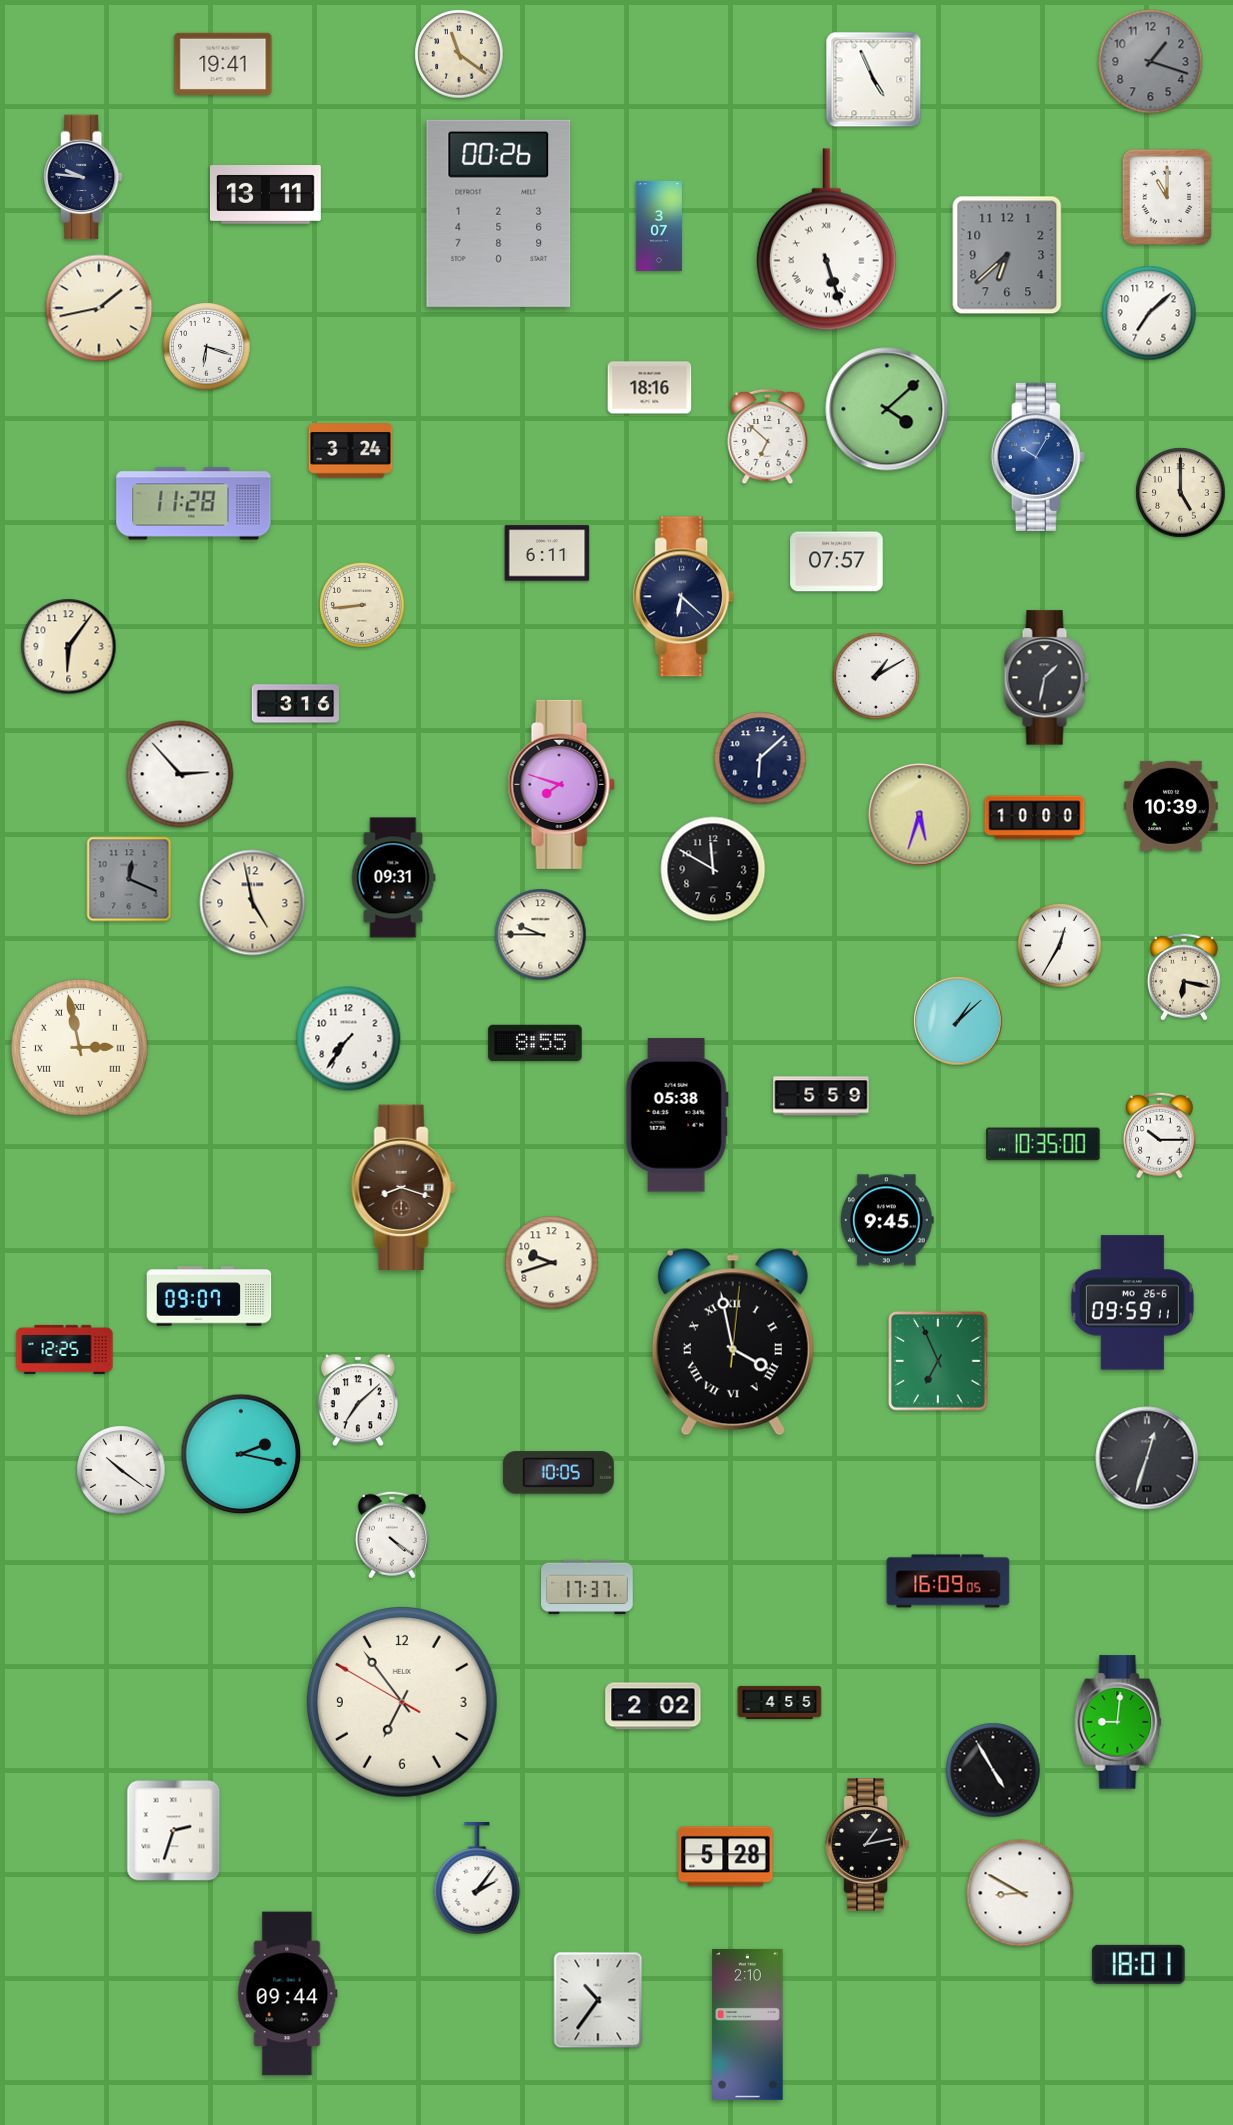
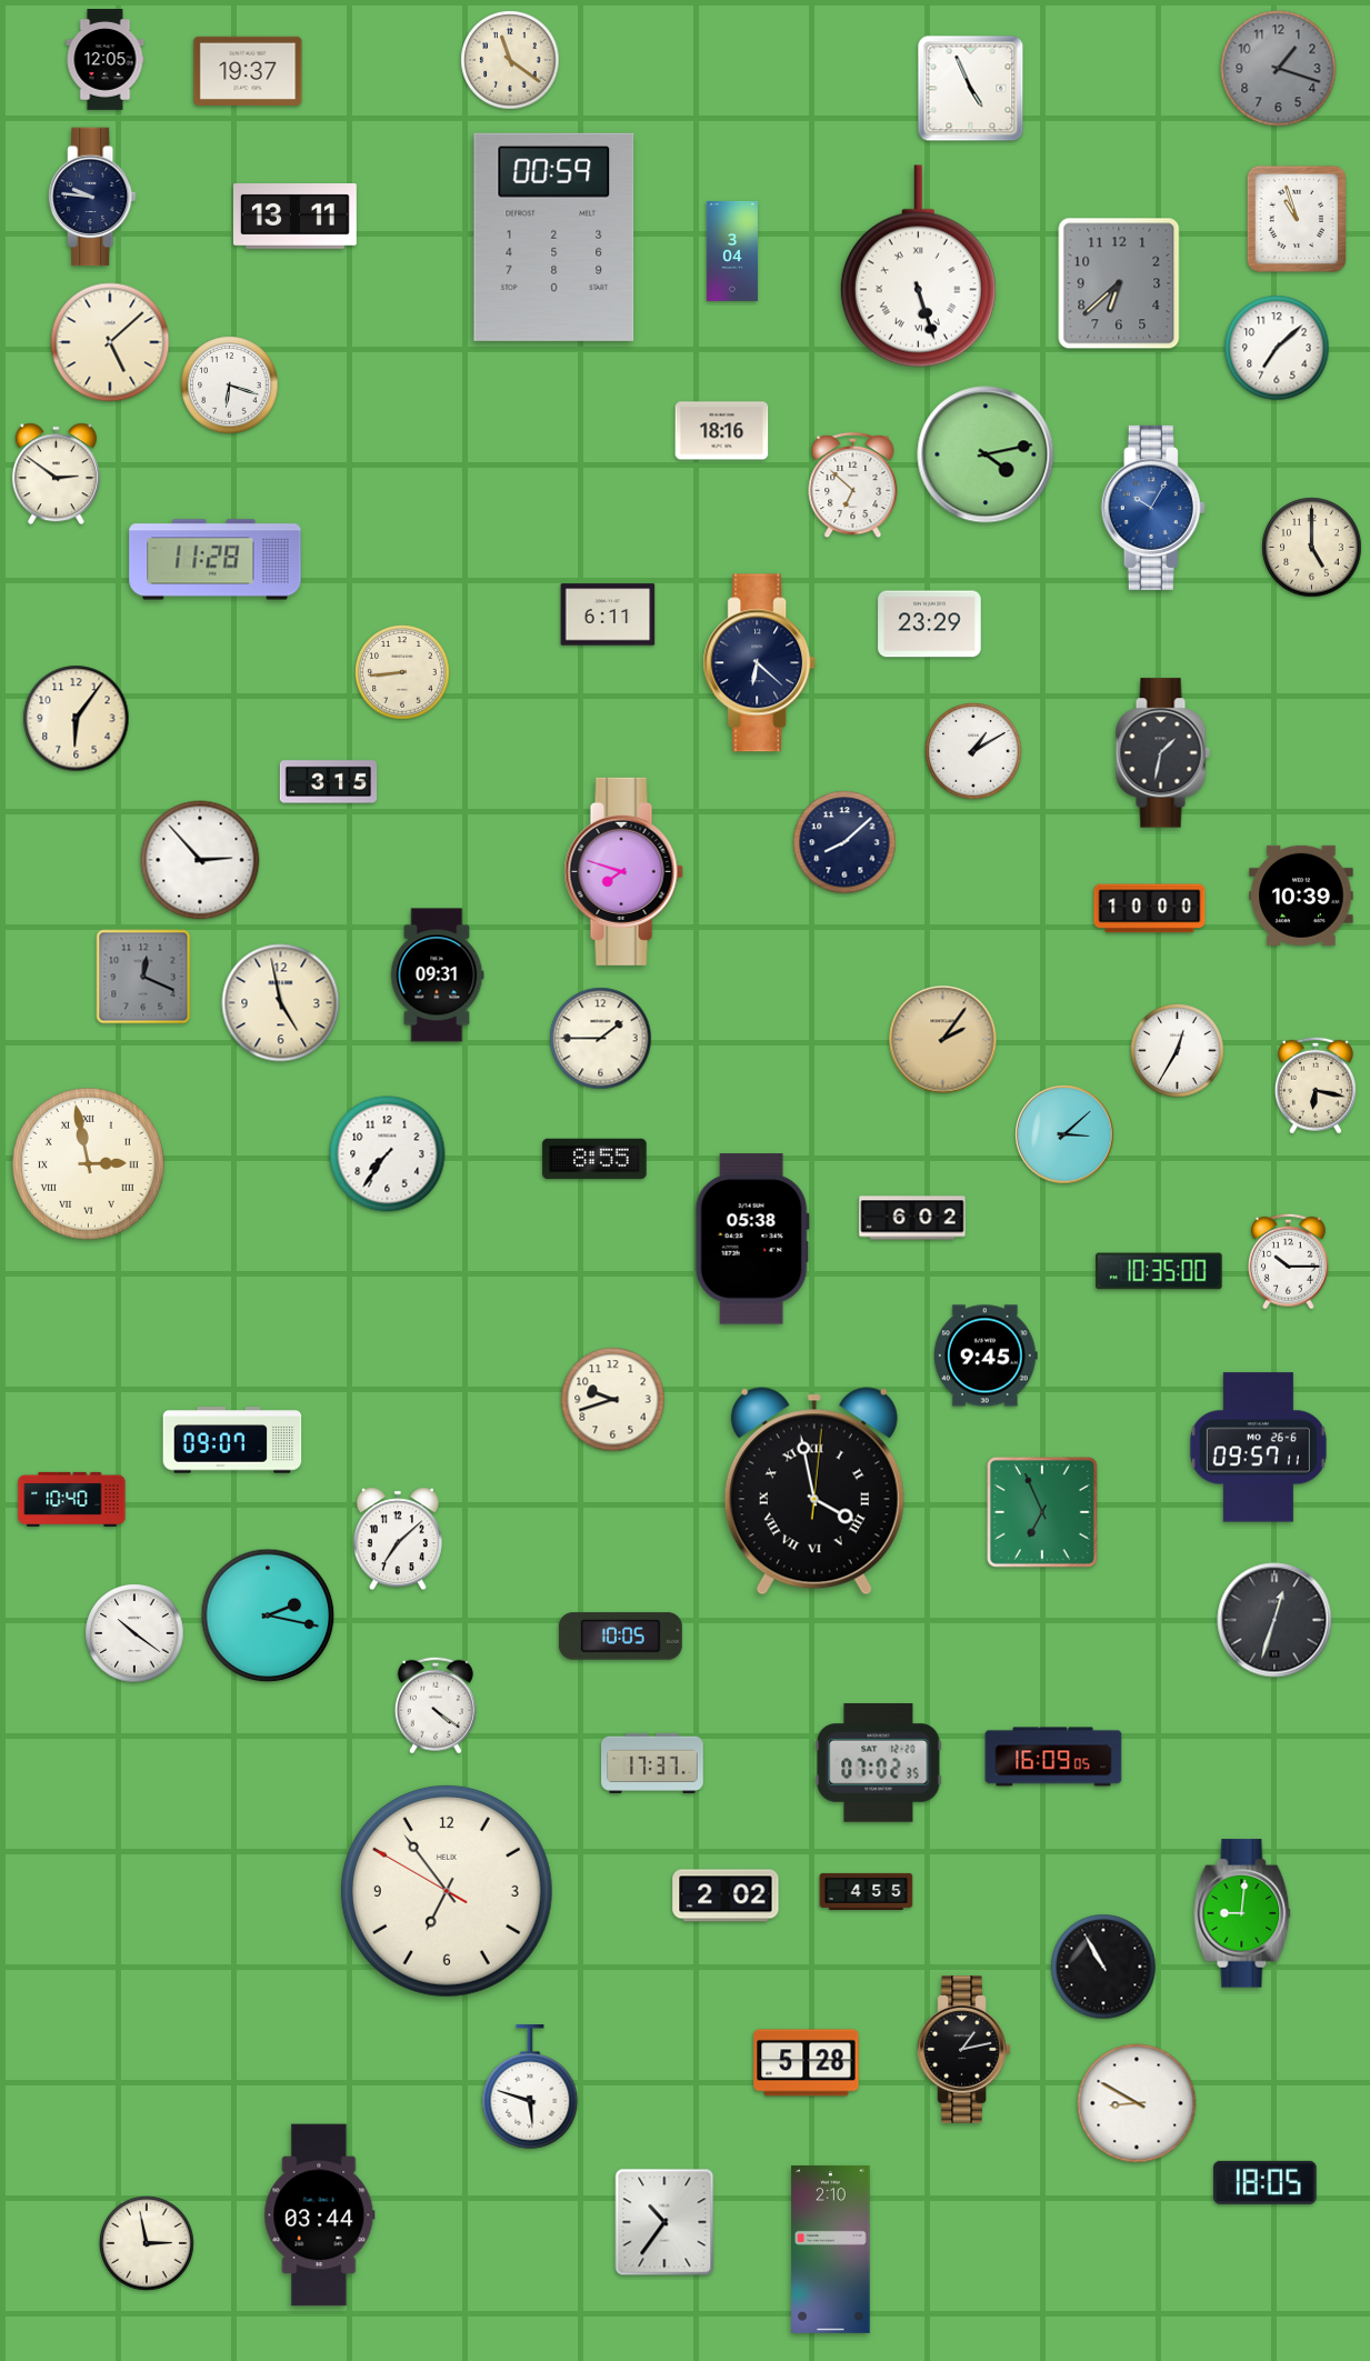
clock at (106, 60): none -> 12:05
clock at (223, 64): 19:41 -> 19:37
clock at (1166, 196): 11:00 -> 10:57
clock at (499, 213): 00:26 -> 00:59
clock at (658, 226): 3:07 -> 3:04
clock at (99, 308): 1:43 -> 5:08
clock at (887, 409): 4:08 -> 4:13
clock at (56, 474): none -> 2:51
clock at (351, 451): 3:24 -> none
clock at (837, 562): 07:57 -> 23:29
clock at (296, 704): 3:16 -> 3:15
clock at (760, 758): 6:08 -> 8:08
clock at (920, 815): 5:33 -> none
clock at (713, 869): 11:50 -> none
clock at (541, 935): 9:45 -> 1:45
clock at (943, 1040): none -> 2:06
clock at (958, 1021): 1:08 -> 3:08
clock at (821, 1096): 5:59 -> 6:02
clock at (403, 1187): 8:18 -> none
clock at (552, 1263) position: (552, 1263) -> (613, 1400)
clock at (1132, 1303): 09:59 -> 09:57
clock at (65, 1349): 12:25 -> 10:40
clock at (358, 1400) position: (358, 1400) -> (398, 1539)
clock at (879, 1763): none -> 07:02
clock at (993, 1770): 4:55 -> 10:55
clock at (174, 1831): 2:33 -> none
clock at (477, 1879): 2:06 -> 5:48
clock at (1020, 1893) position: (1020, 1893) -> (1137, 2103)
clock at (1139, 1964): 18:01 -> 18:05
clock at (288, 1994): 09:44 -> 03:44
clock at (147, 2243): none -> 2:58
